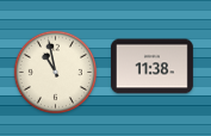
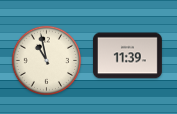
clock at (151, 67): 11:38 -> 11:39
